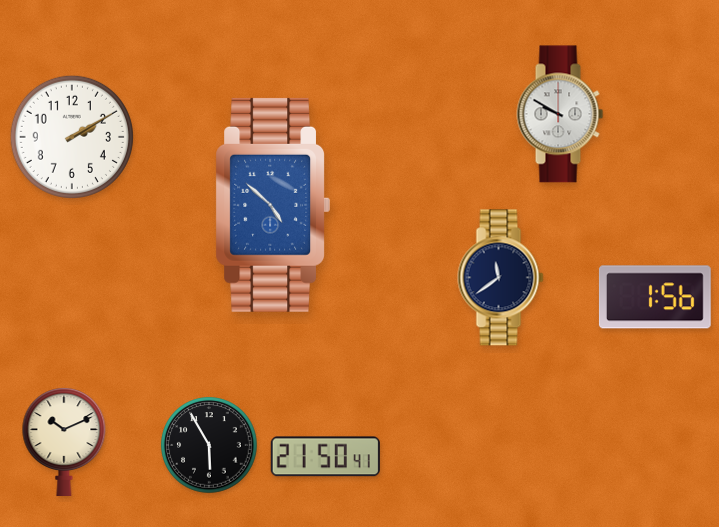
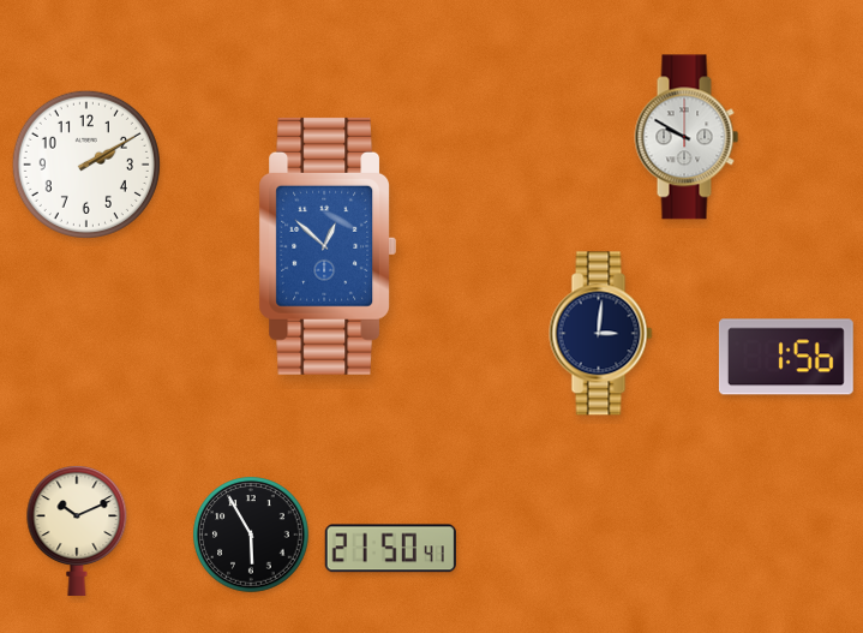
clock at (560, 114) position: (560, 114) -> (687, 137)
clock at (272, 205): 4:52 -> 12:52
clock at (501, 278): 11:39 -> 3:01
